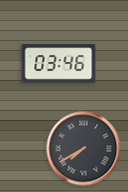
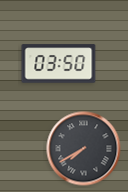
clock at (59, 64): 03:46 -> 03:50
